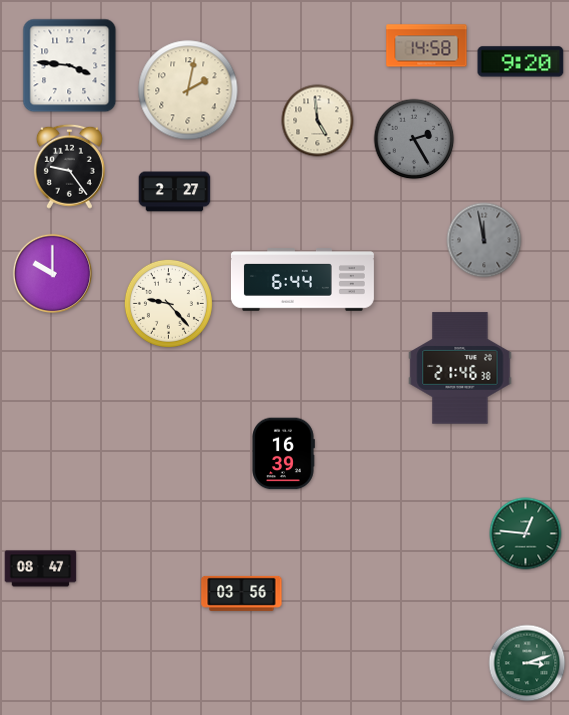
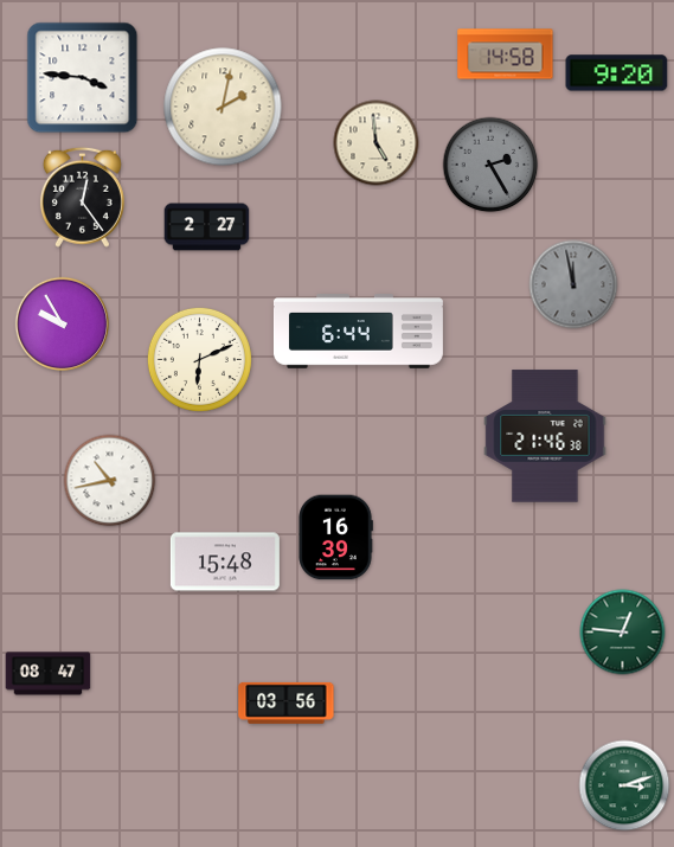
clock at (69, 166): 9:24 -> 12:24
clock at (53, 274): 10:00 -> 9:55
clock at (168, 303): 9:23 -> 6:11
clock at (110, 481): none -> 10:43
clock at (225, 562): none -> 15:48
